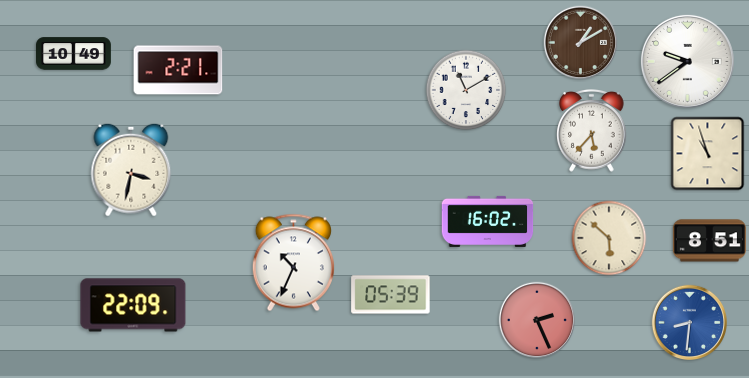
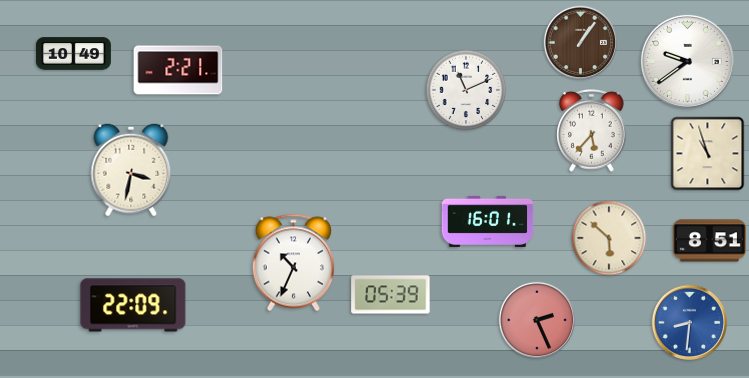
clock at (581, 43): 1:10 -> 1:06
clock at (466, 90): 11:10 -> 11:11
clock at (488, 221): 16:02 -> 16:01
